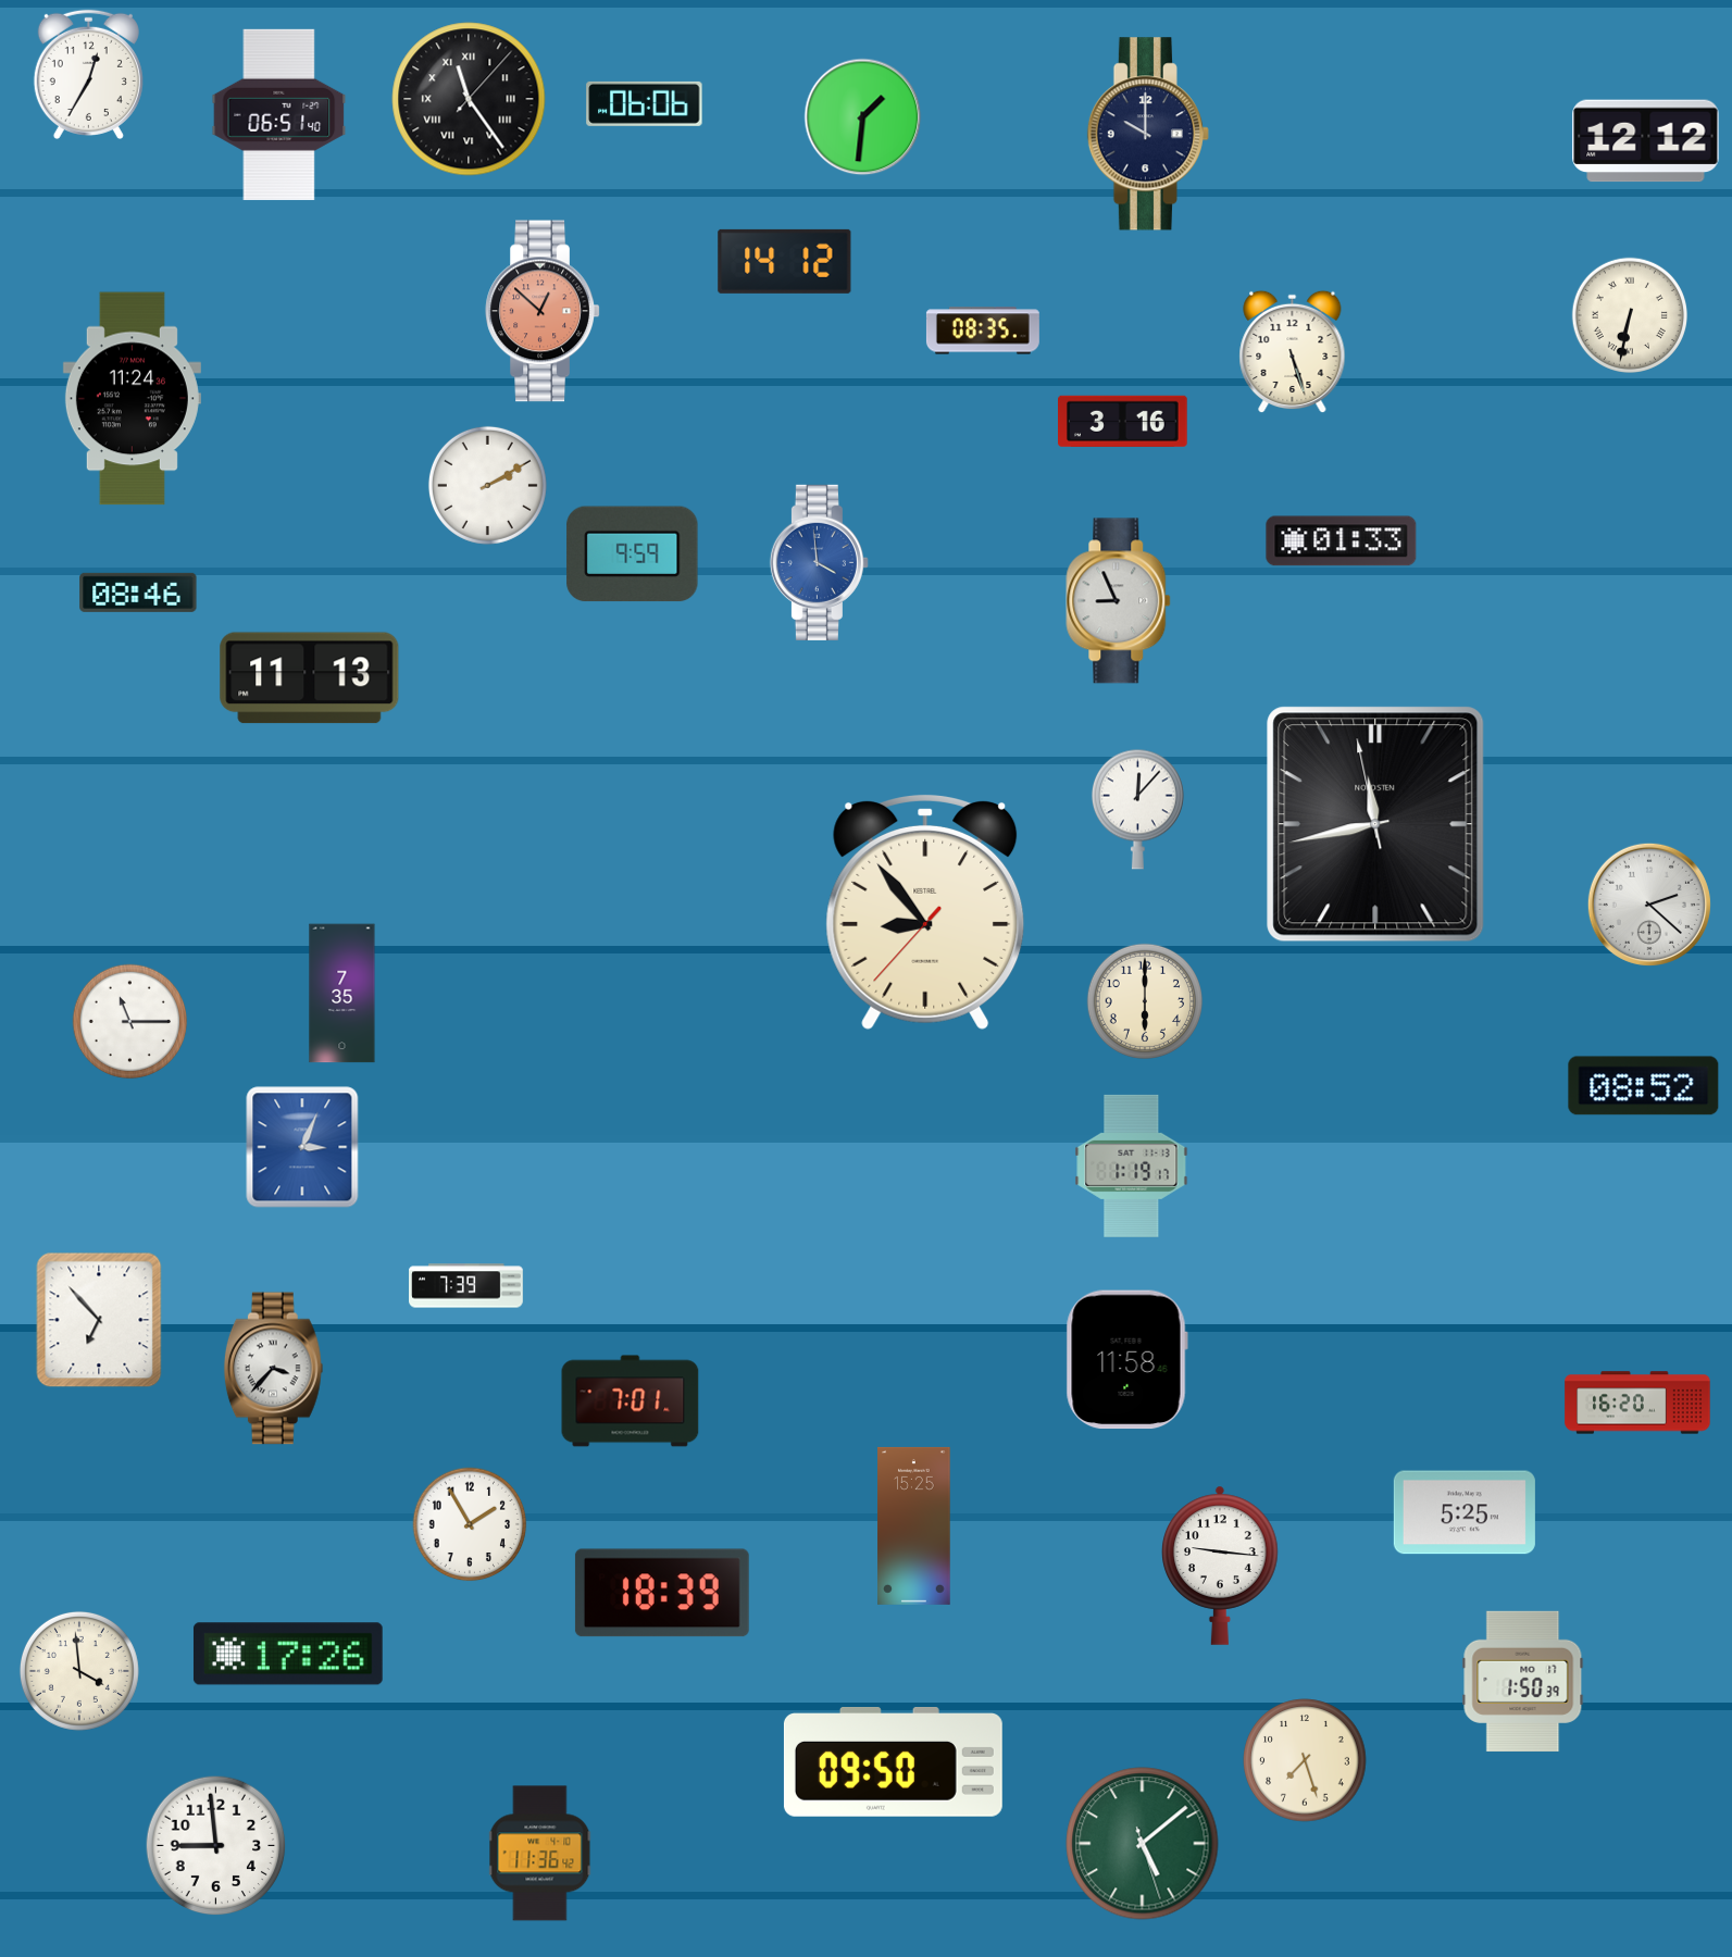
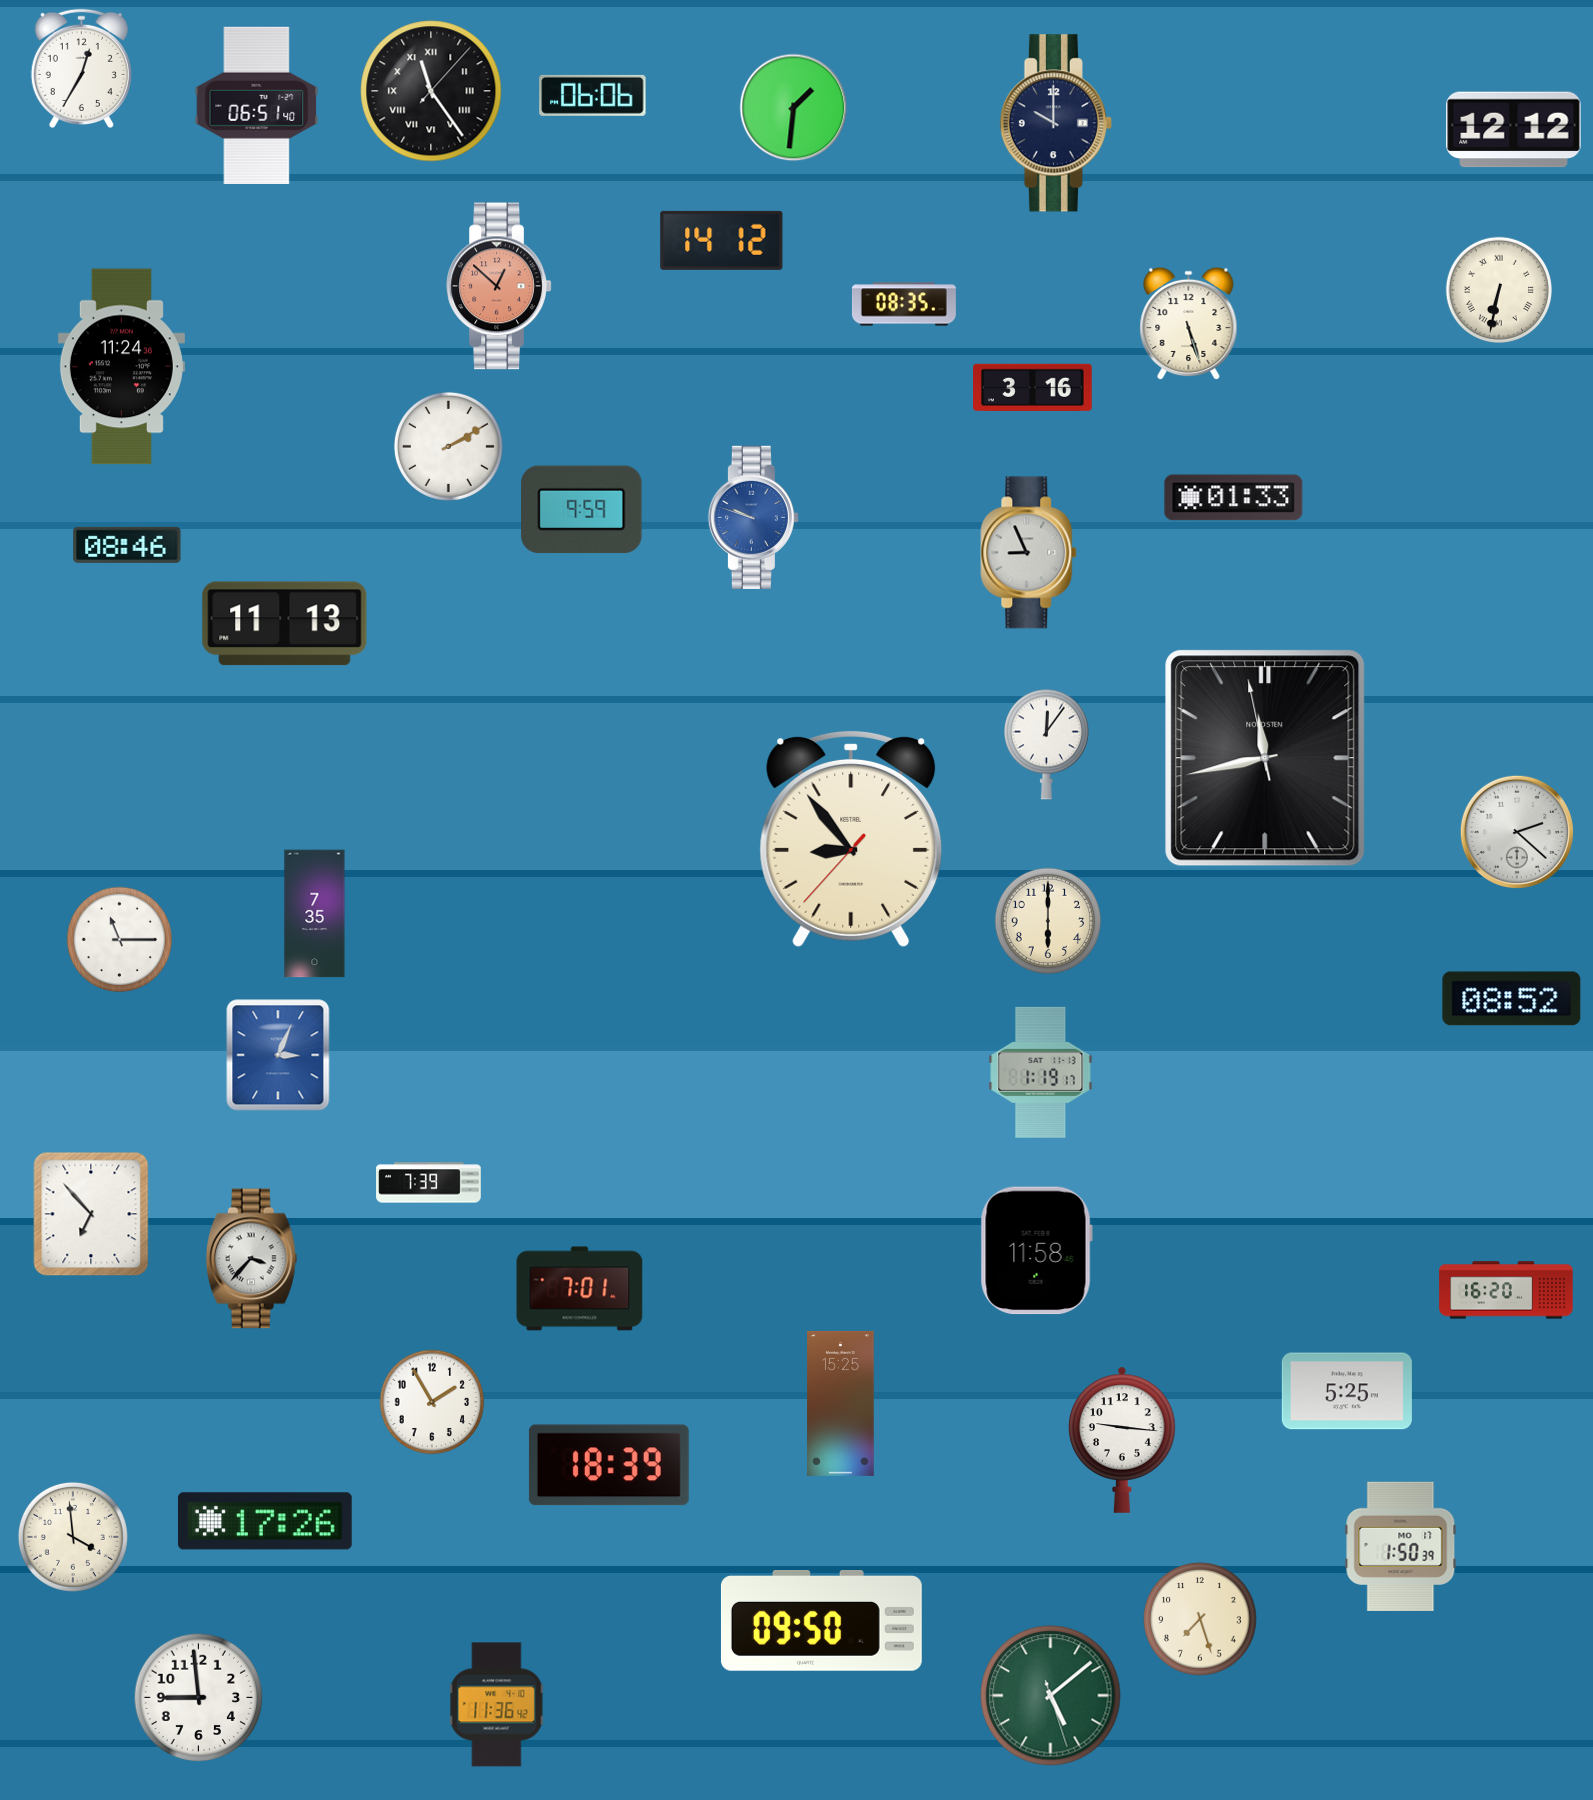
clock at (819, 562): 3:59 -> 9:48
clock at (1137, 809): 12:07 -> 12:06
clock at (1144, 1000) position: (1144, 1000) -> (1047, 920)
